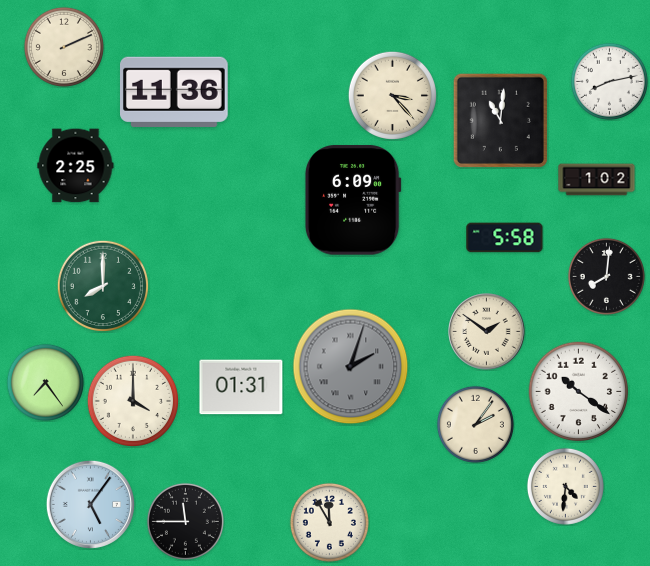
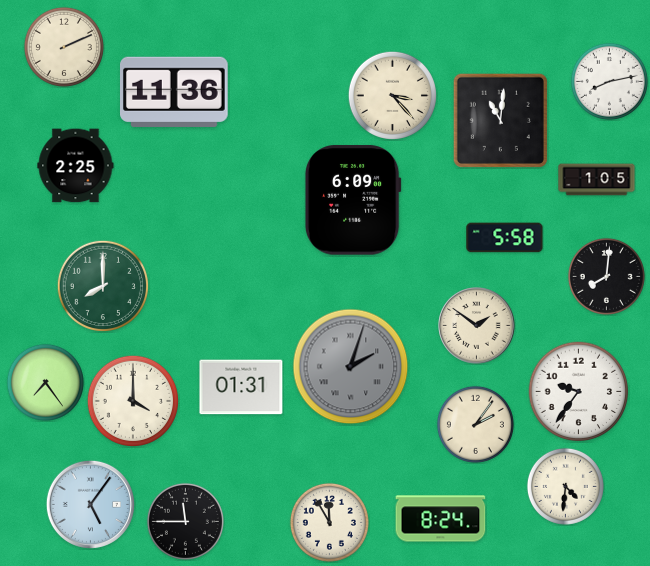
clock at (597, 180): 1:02 -> 1:05
clock at (487, 332) position: (487, 332) -> (477, 326)
clock at (579, 392): 10:21 -> 9:36
clock at (441, 519): none -> 8:24
